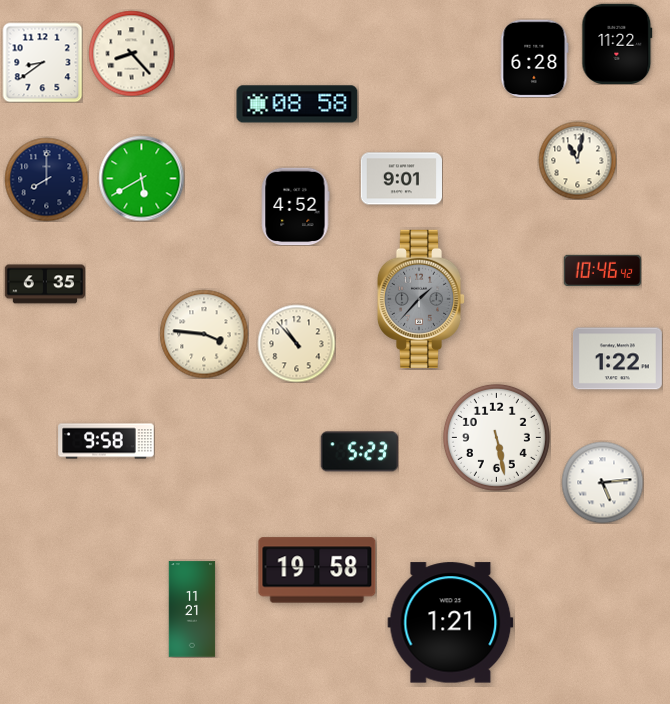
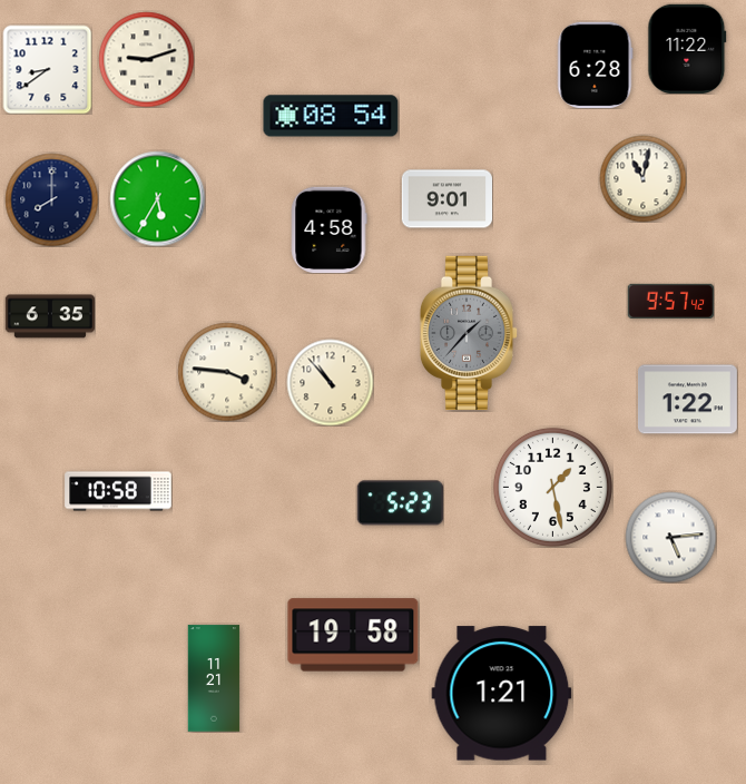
clock at (131, 53): 8:23 -> 9:12
clock at (297, 104): 08:58 -> 08:54
clock at (141, 178): 5:40 -> 5:35
clock at (295, 206): 4:52 -> 4:58
clock at (602, 270): 10:46 -> 9:57
clock at (496, 437): 5:28 -> 1:28
clock at (106, 441): 9:58 -> 10:58
